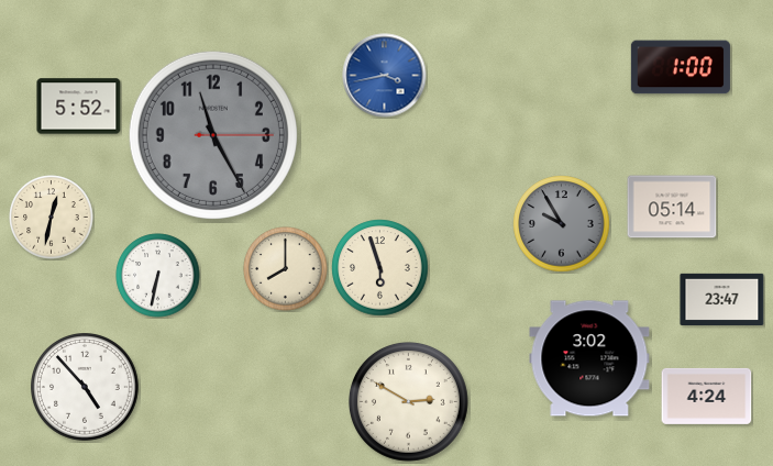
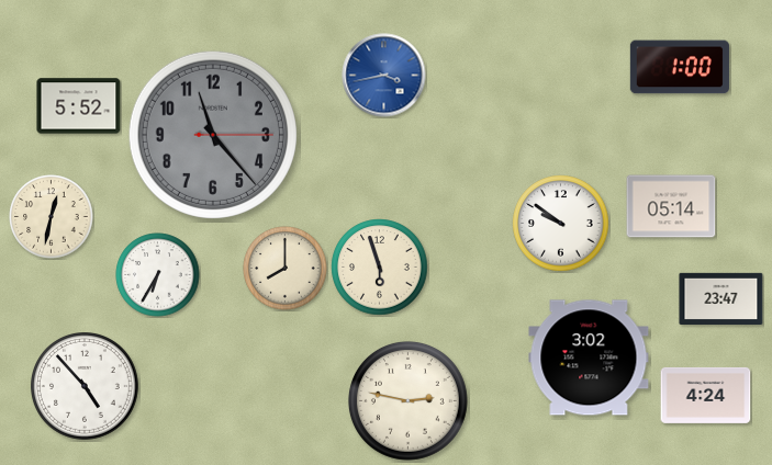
clock at (213, 135): 11:25 -> 11:23
clock at (562, 224): 9:55 -> 9:51
clock at (562, 224) dial: grey -> white
clock at (158, 276): 6:32 -> 6:35
clock at (408, 401): 2:50 -> 2:47
